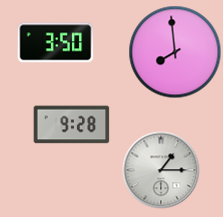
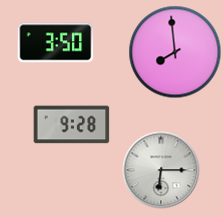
clock at (161, 170): 1:15 -> 6:15
